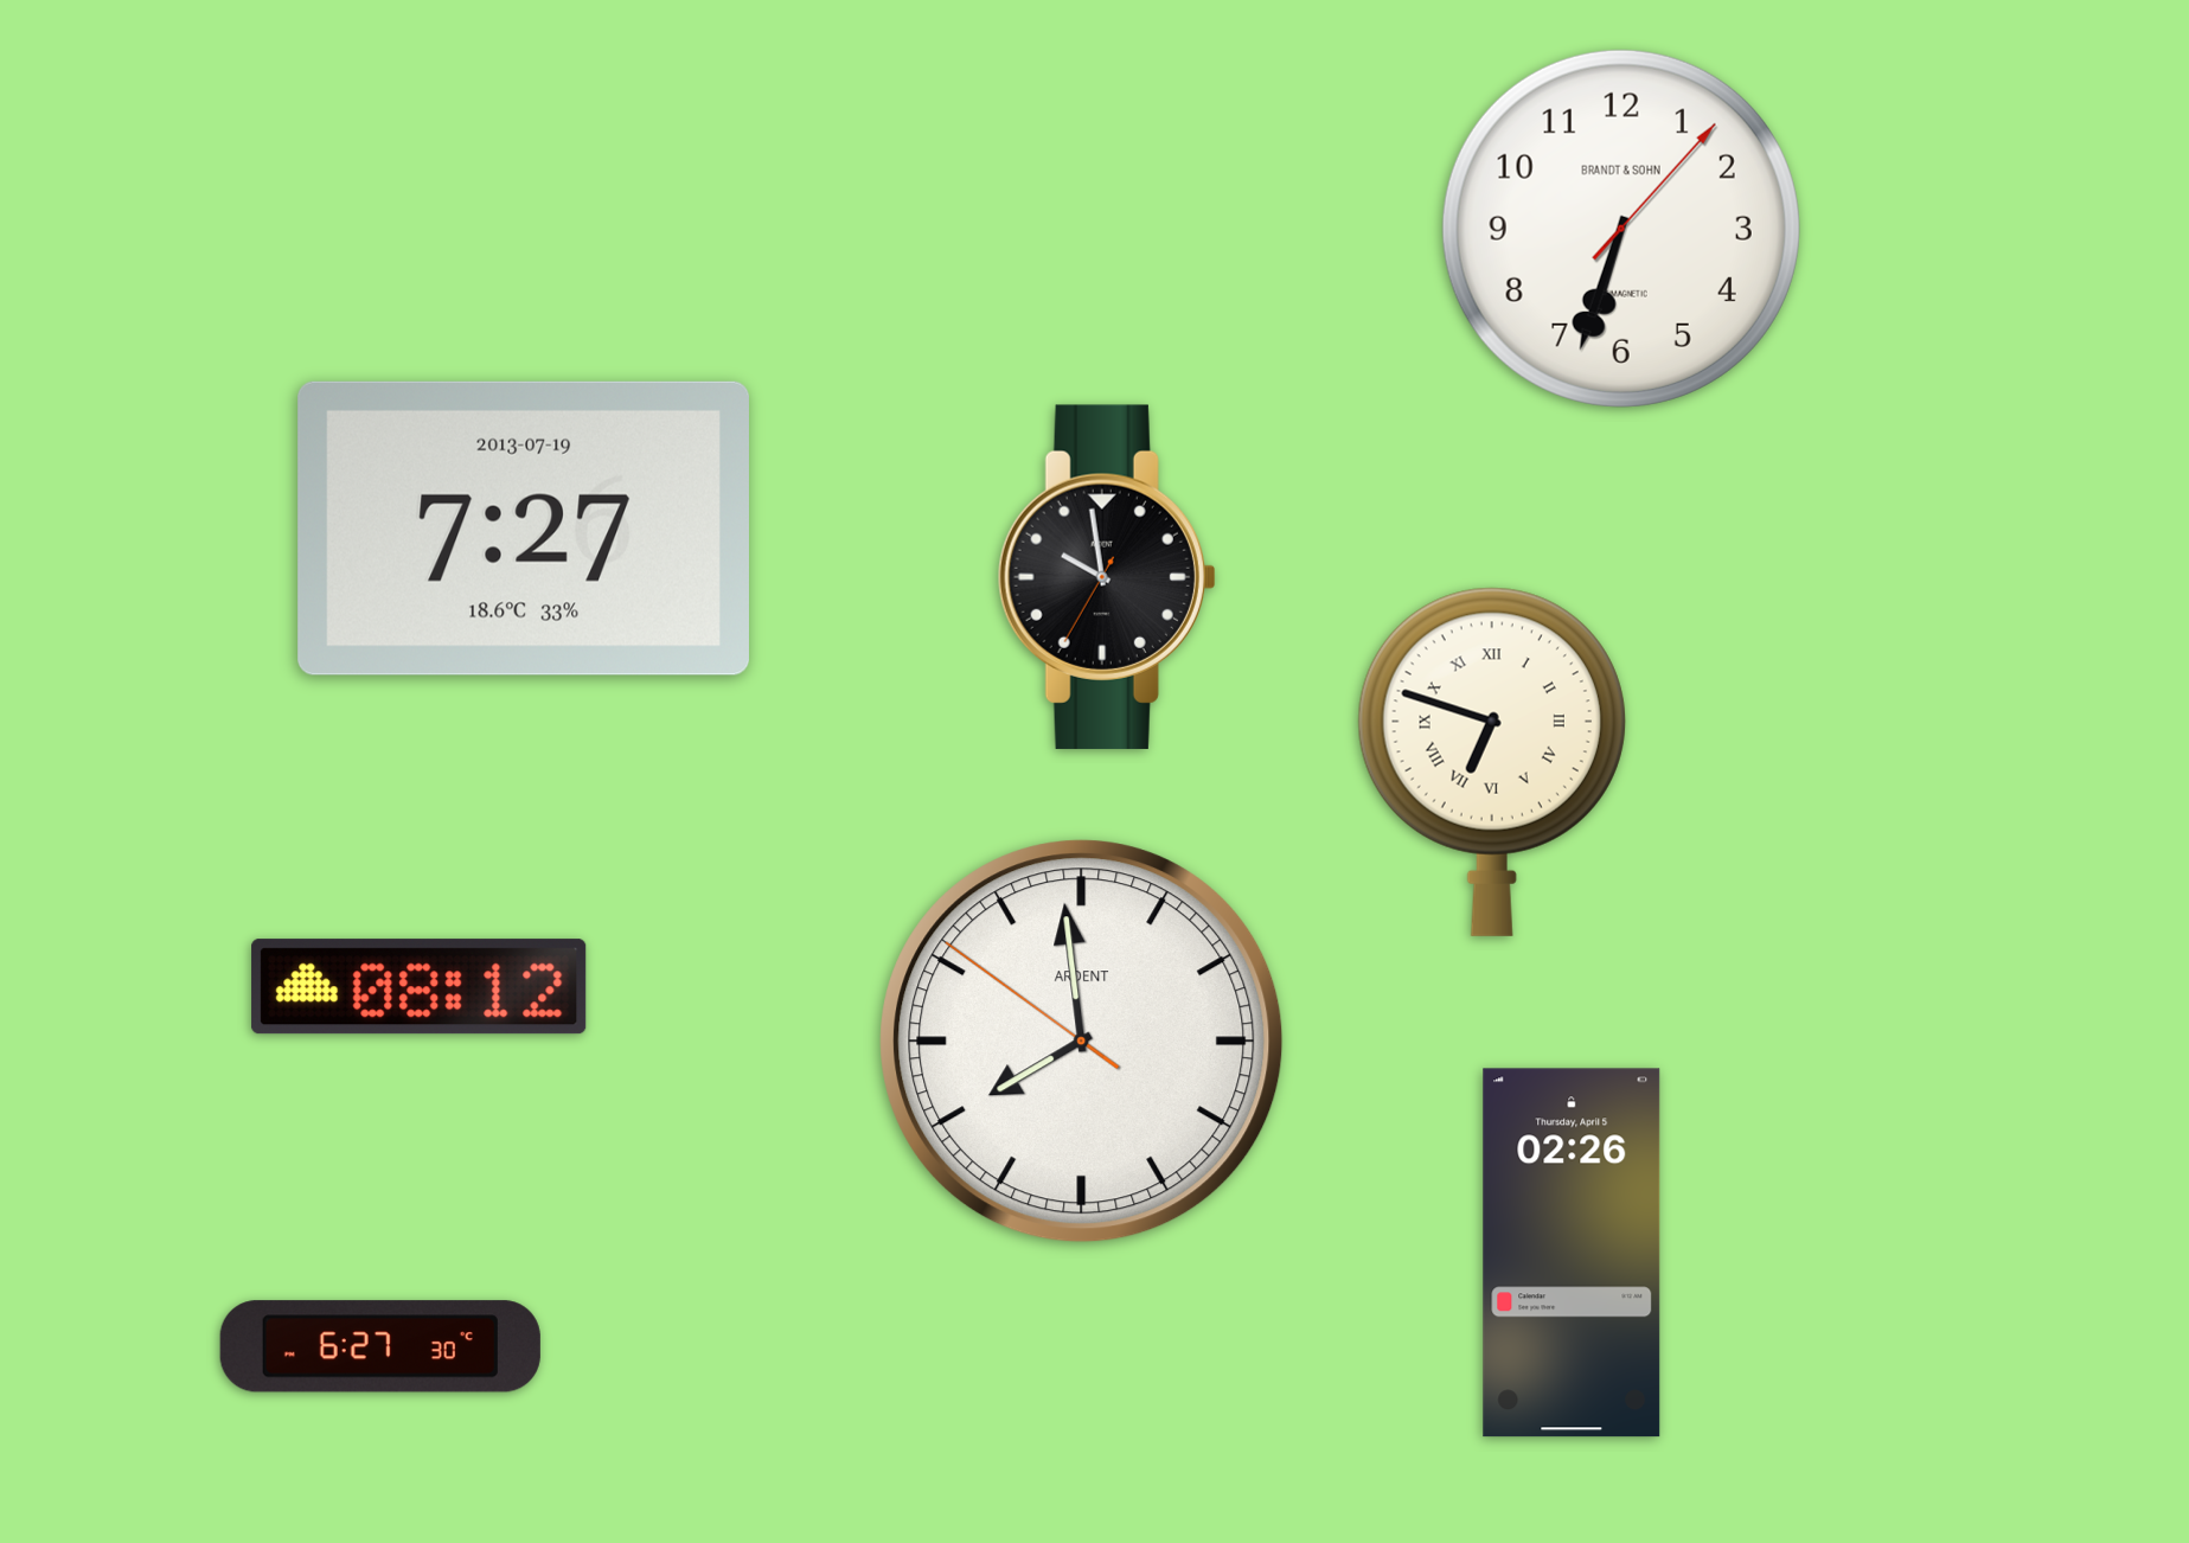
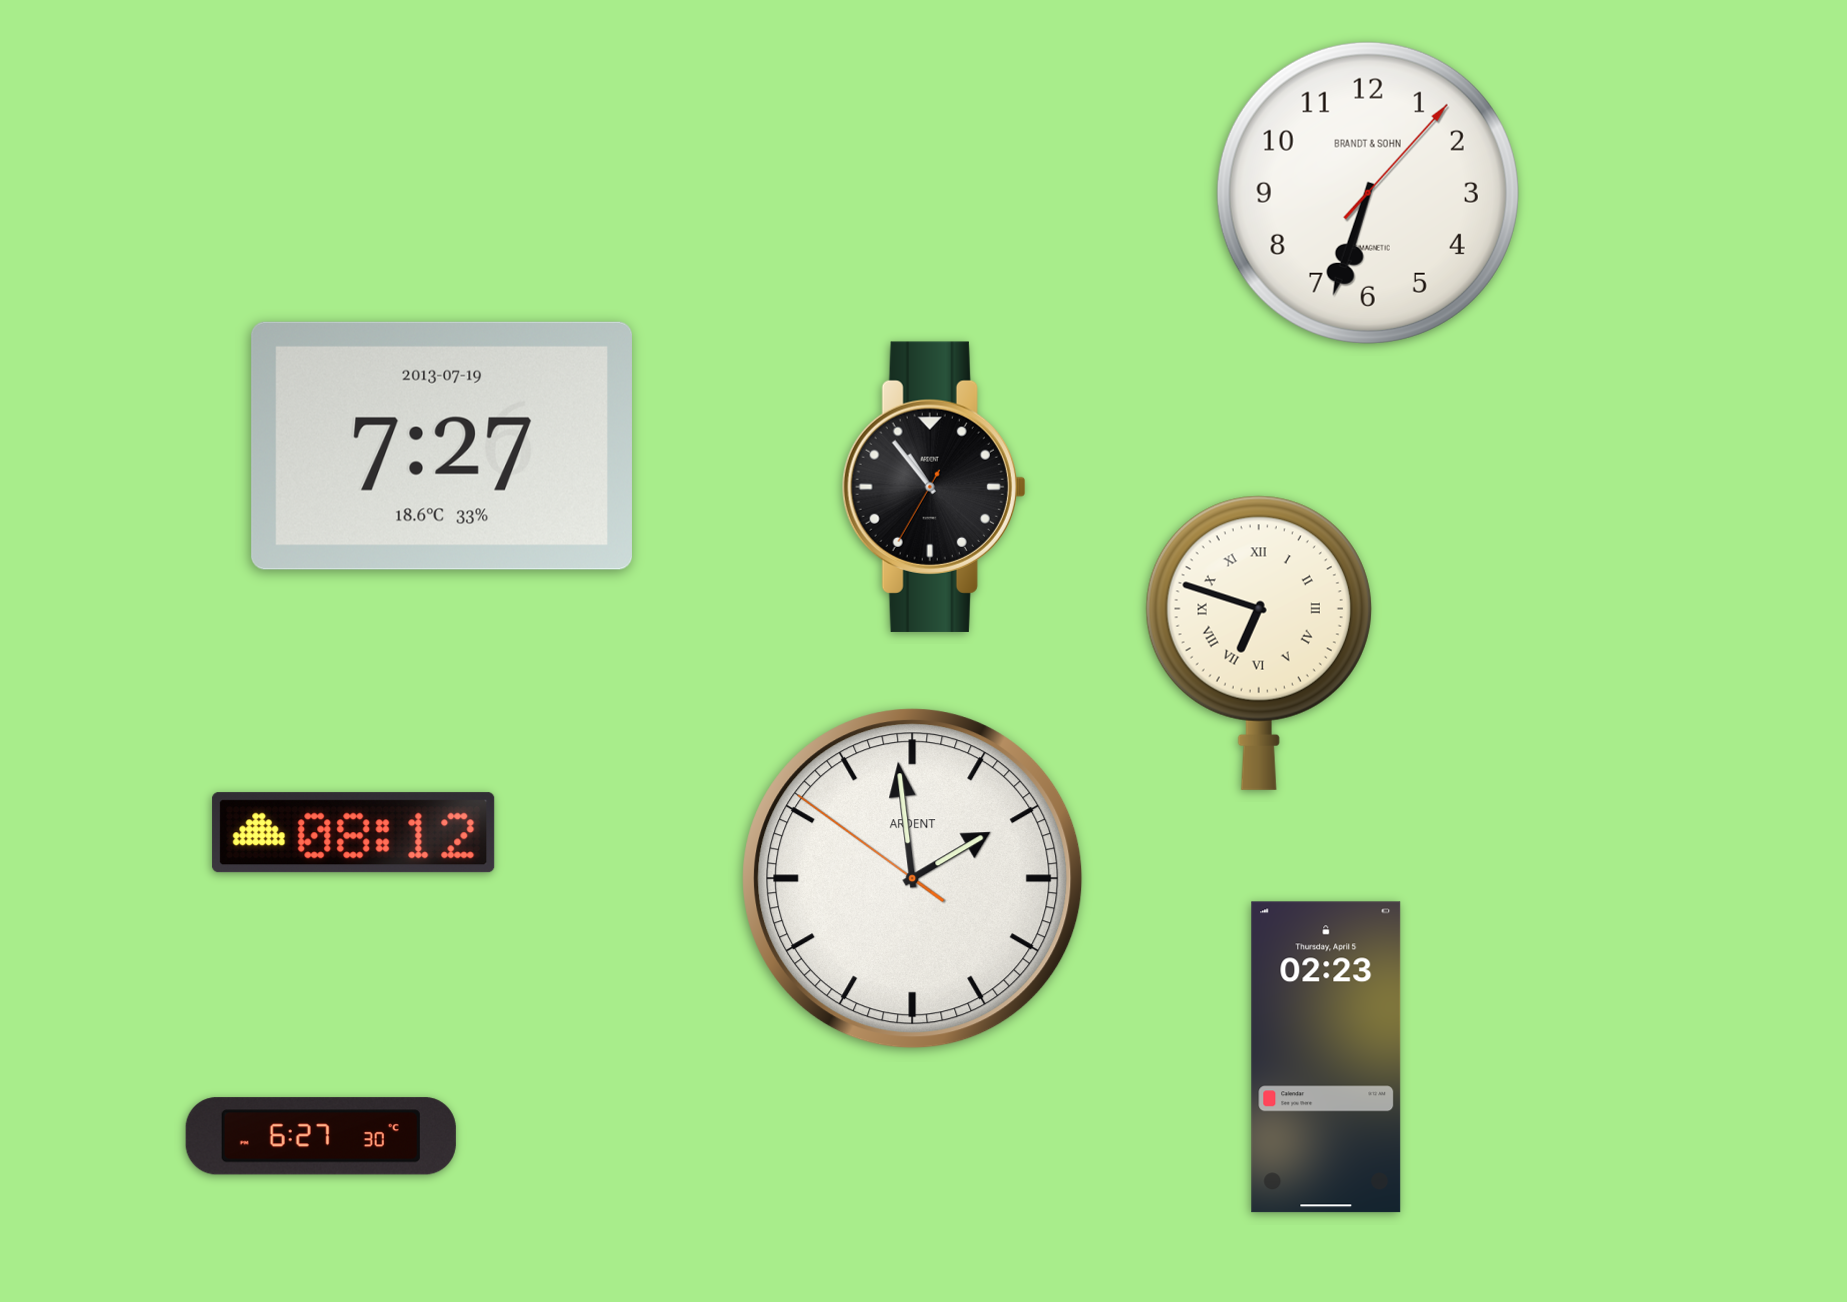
clock at (1107, 577): 9:58 -> 10:53
clock at (1082, 1042): 7:58 -> 1:58
clock at (1572, 1253): 02:26 -> 02:23
